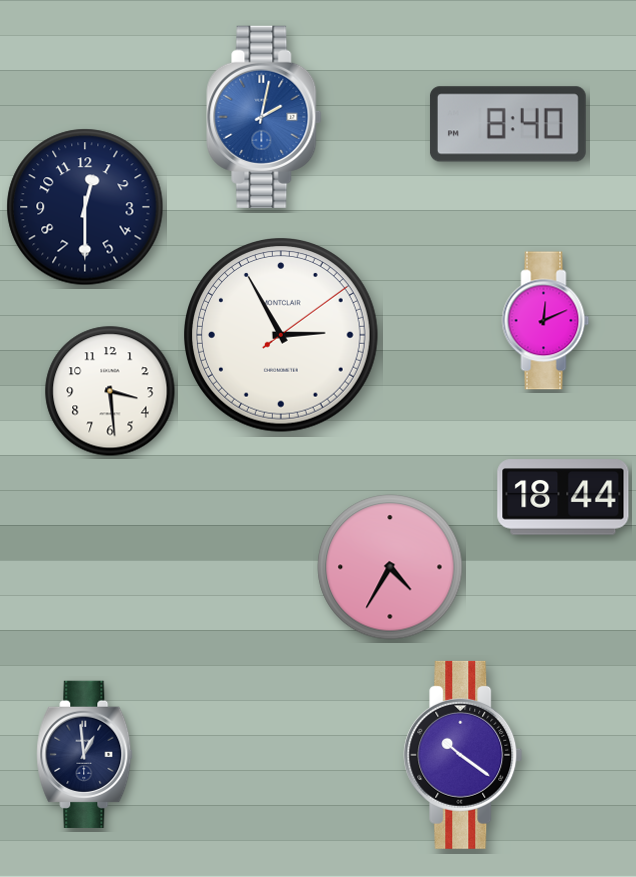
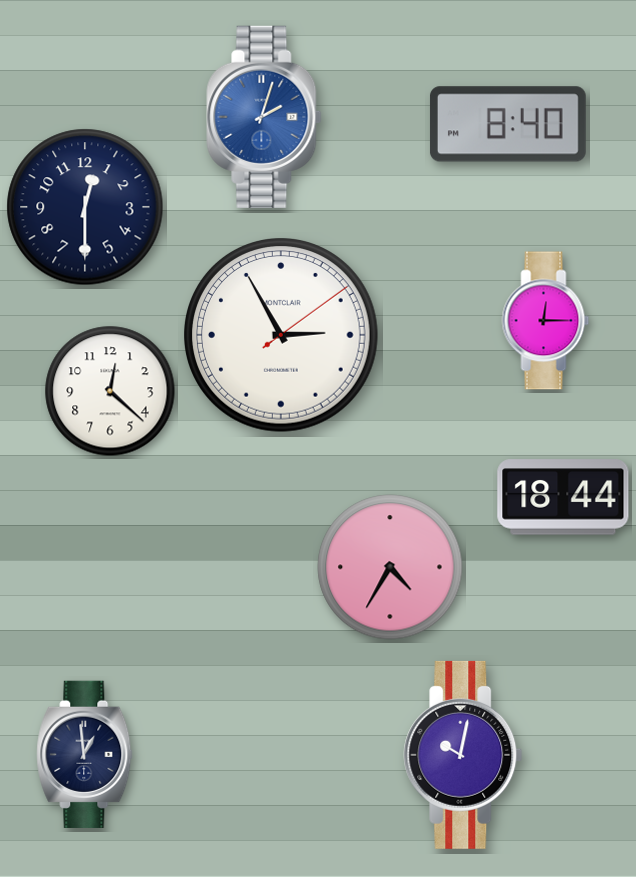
clock at (264, 117): 2:02 -> 2:03
clock at (546, 321): 12:11 -> 12:15
clock at (110, 391): 3:29 -> 12:22
clock at (463, 755): 10:21 -> 10:02
